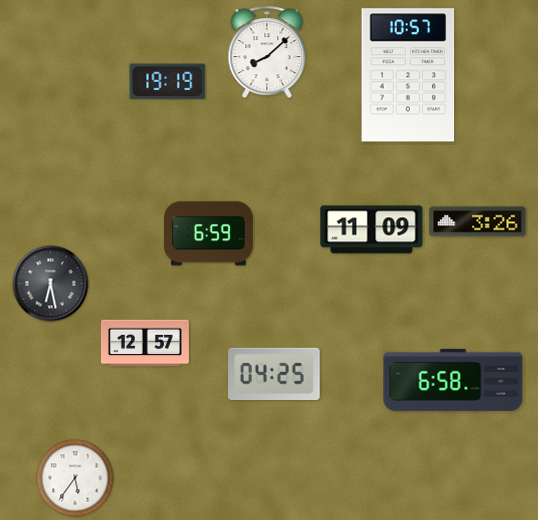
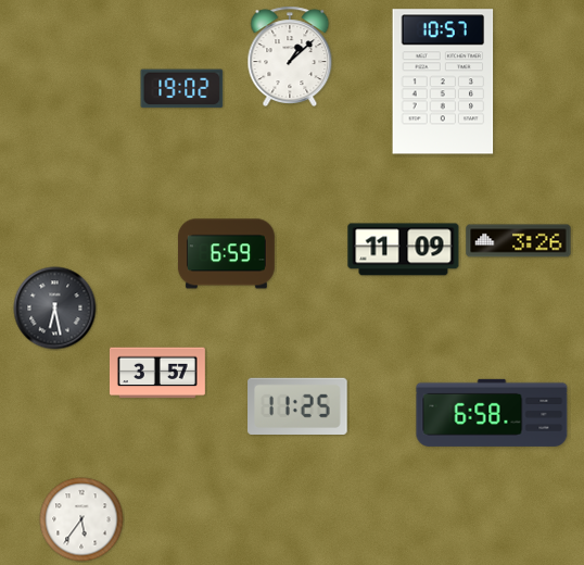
clock at (267, 51): 8:08 -> 1:08
clock at (168, 82): 19:19 -> 19:02
clock at (145, 343): 12:57 -> 3:57
clock at (274, 373): 04:25 -> 11:25
